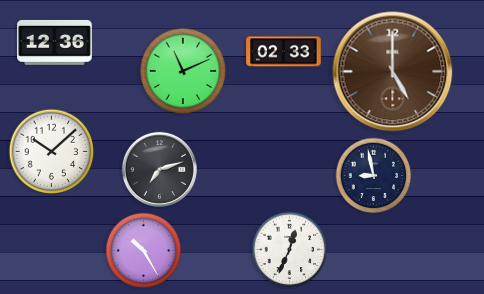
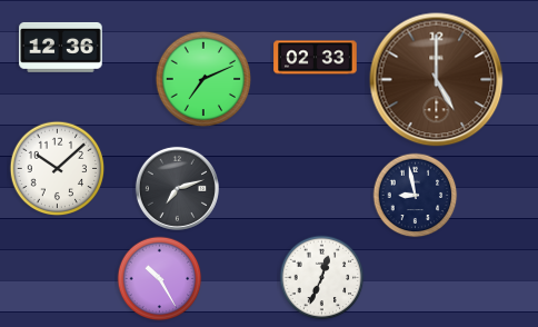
clock at (183, 71): 11:11 -> 7:11
